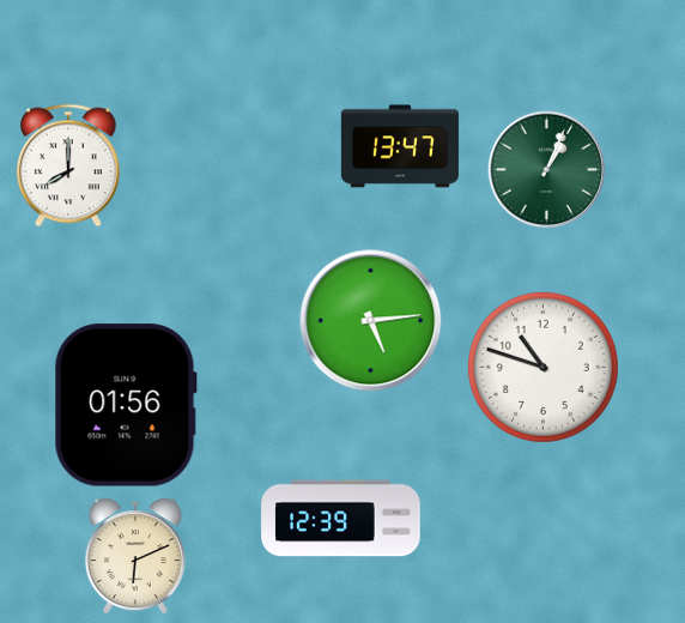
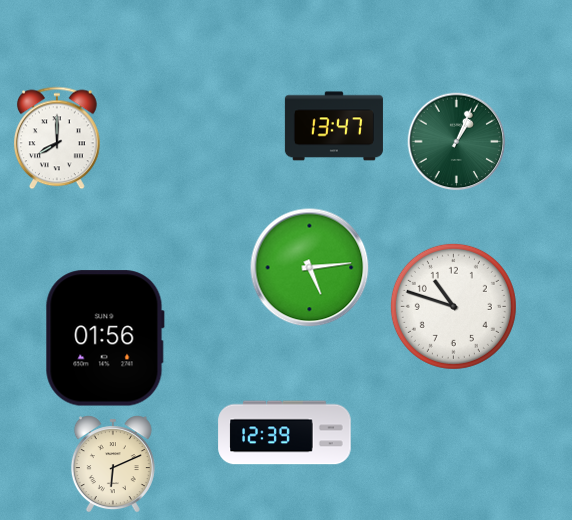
clock at (400, 146) position: (400, 146) -> (334, 126)
